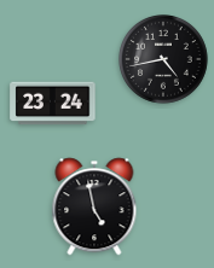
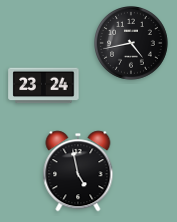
clock at (163, 59) position: (163, 59) -> (131, 43)
